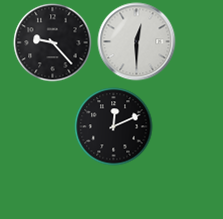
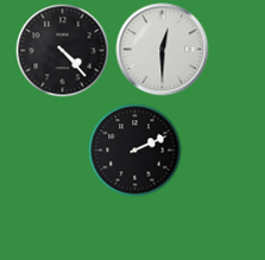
clock at (52, 42): 9:23 -> 4:23
clock at (113, 126): 12:11 -> 2:11
